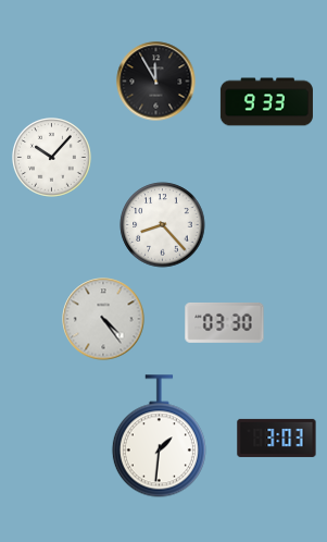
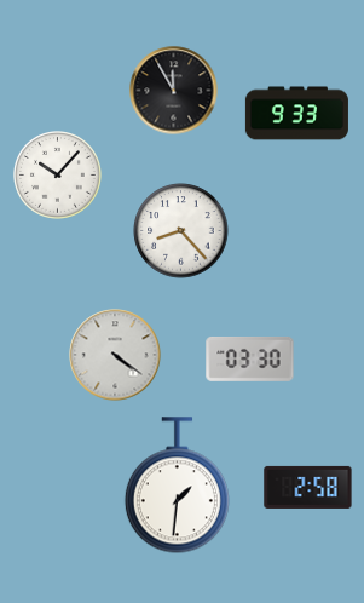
clock at (163, 225) position: (163, 225) -> (181, 231)
clock at (103, 319): 4:24 -> 4:21
clock at (277, 438): 3:03 -> 2:58
